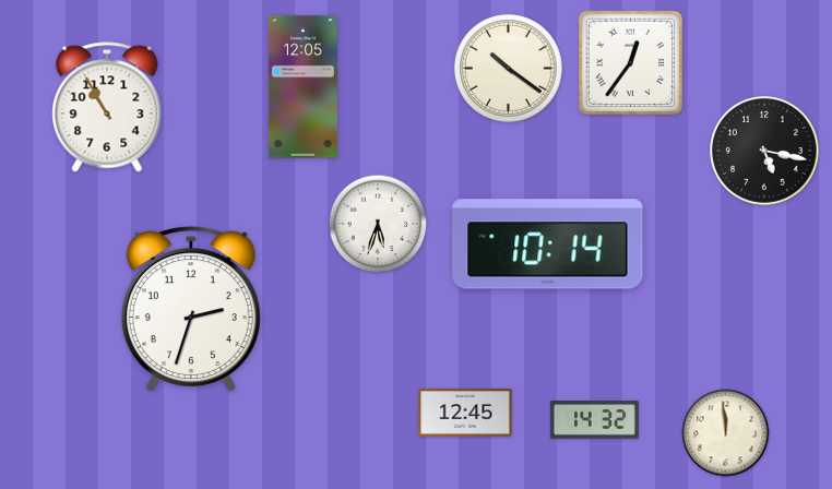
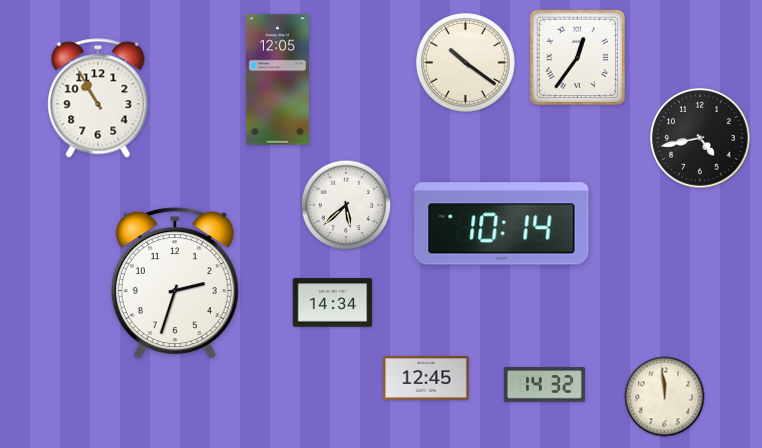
clock at (764, 151): 5:17 -> 4:43
clock at (378, 224): 5:33 -> 5:38
clock at (333, 303): none -> 14:34
